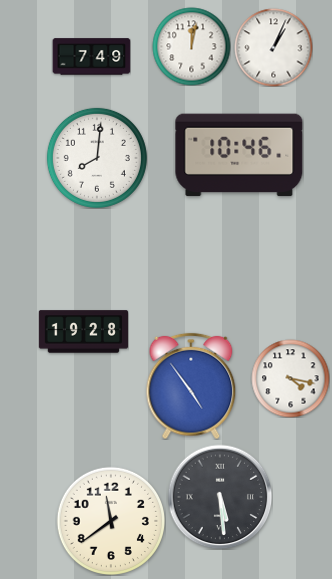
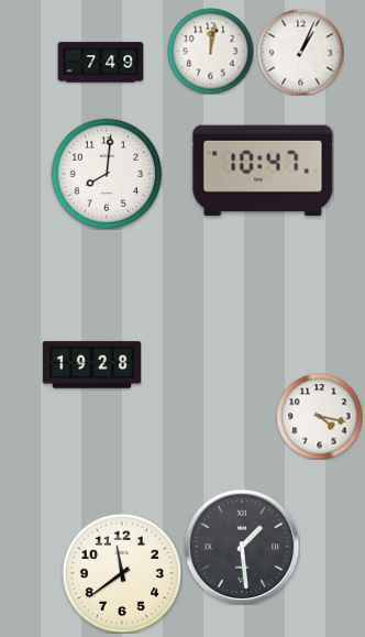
clock at (239, 155): 10:46 -> 10:47
clock at (191, 386): 4:54 -> none
clock at (220, 497): 5:29 -> 1:29
